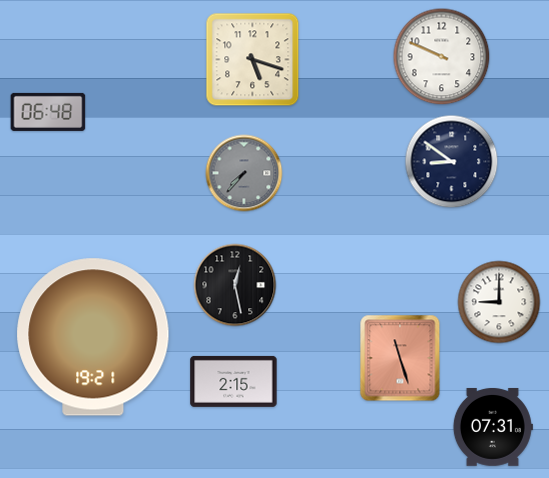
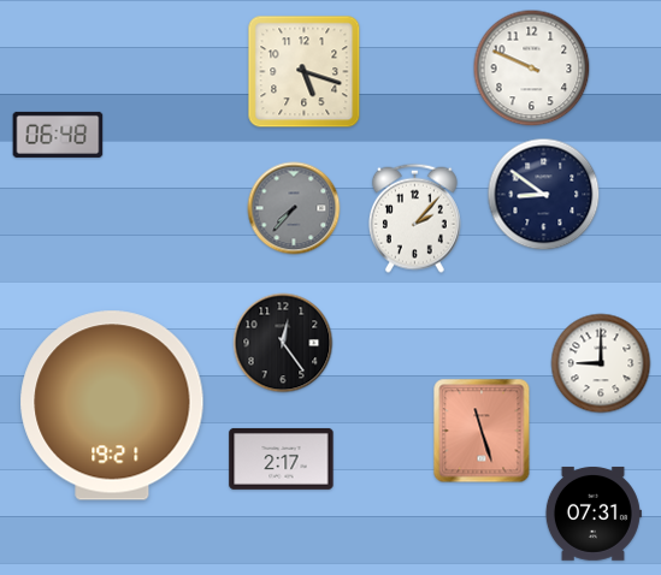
clock at (414, 218): none -> 2:07
clock at (235, 285): 12:28 -> 12:24
clock at (234, 381): 2:15 -> 2:17
